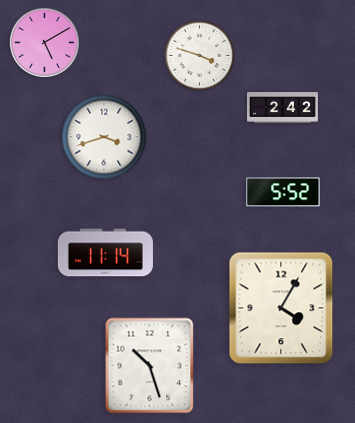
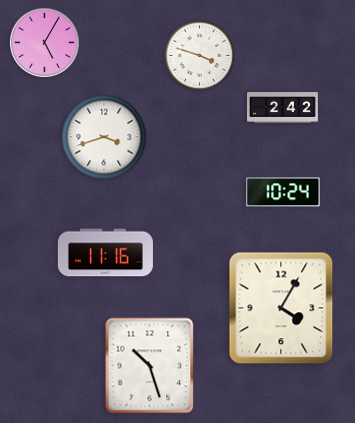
clock at (44, 42): 5:10 -> 5:05
clock at (283, 192): 5:52 -> 10:24
clock at (105, 253): 11:14 -> 11:16
